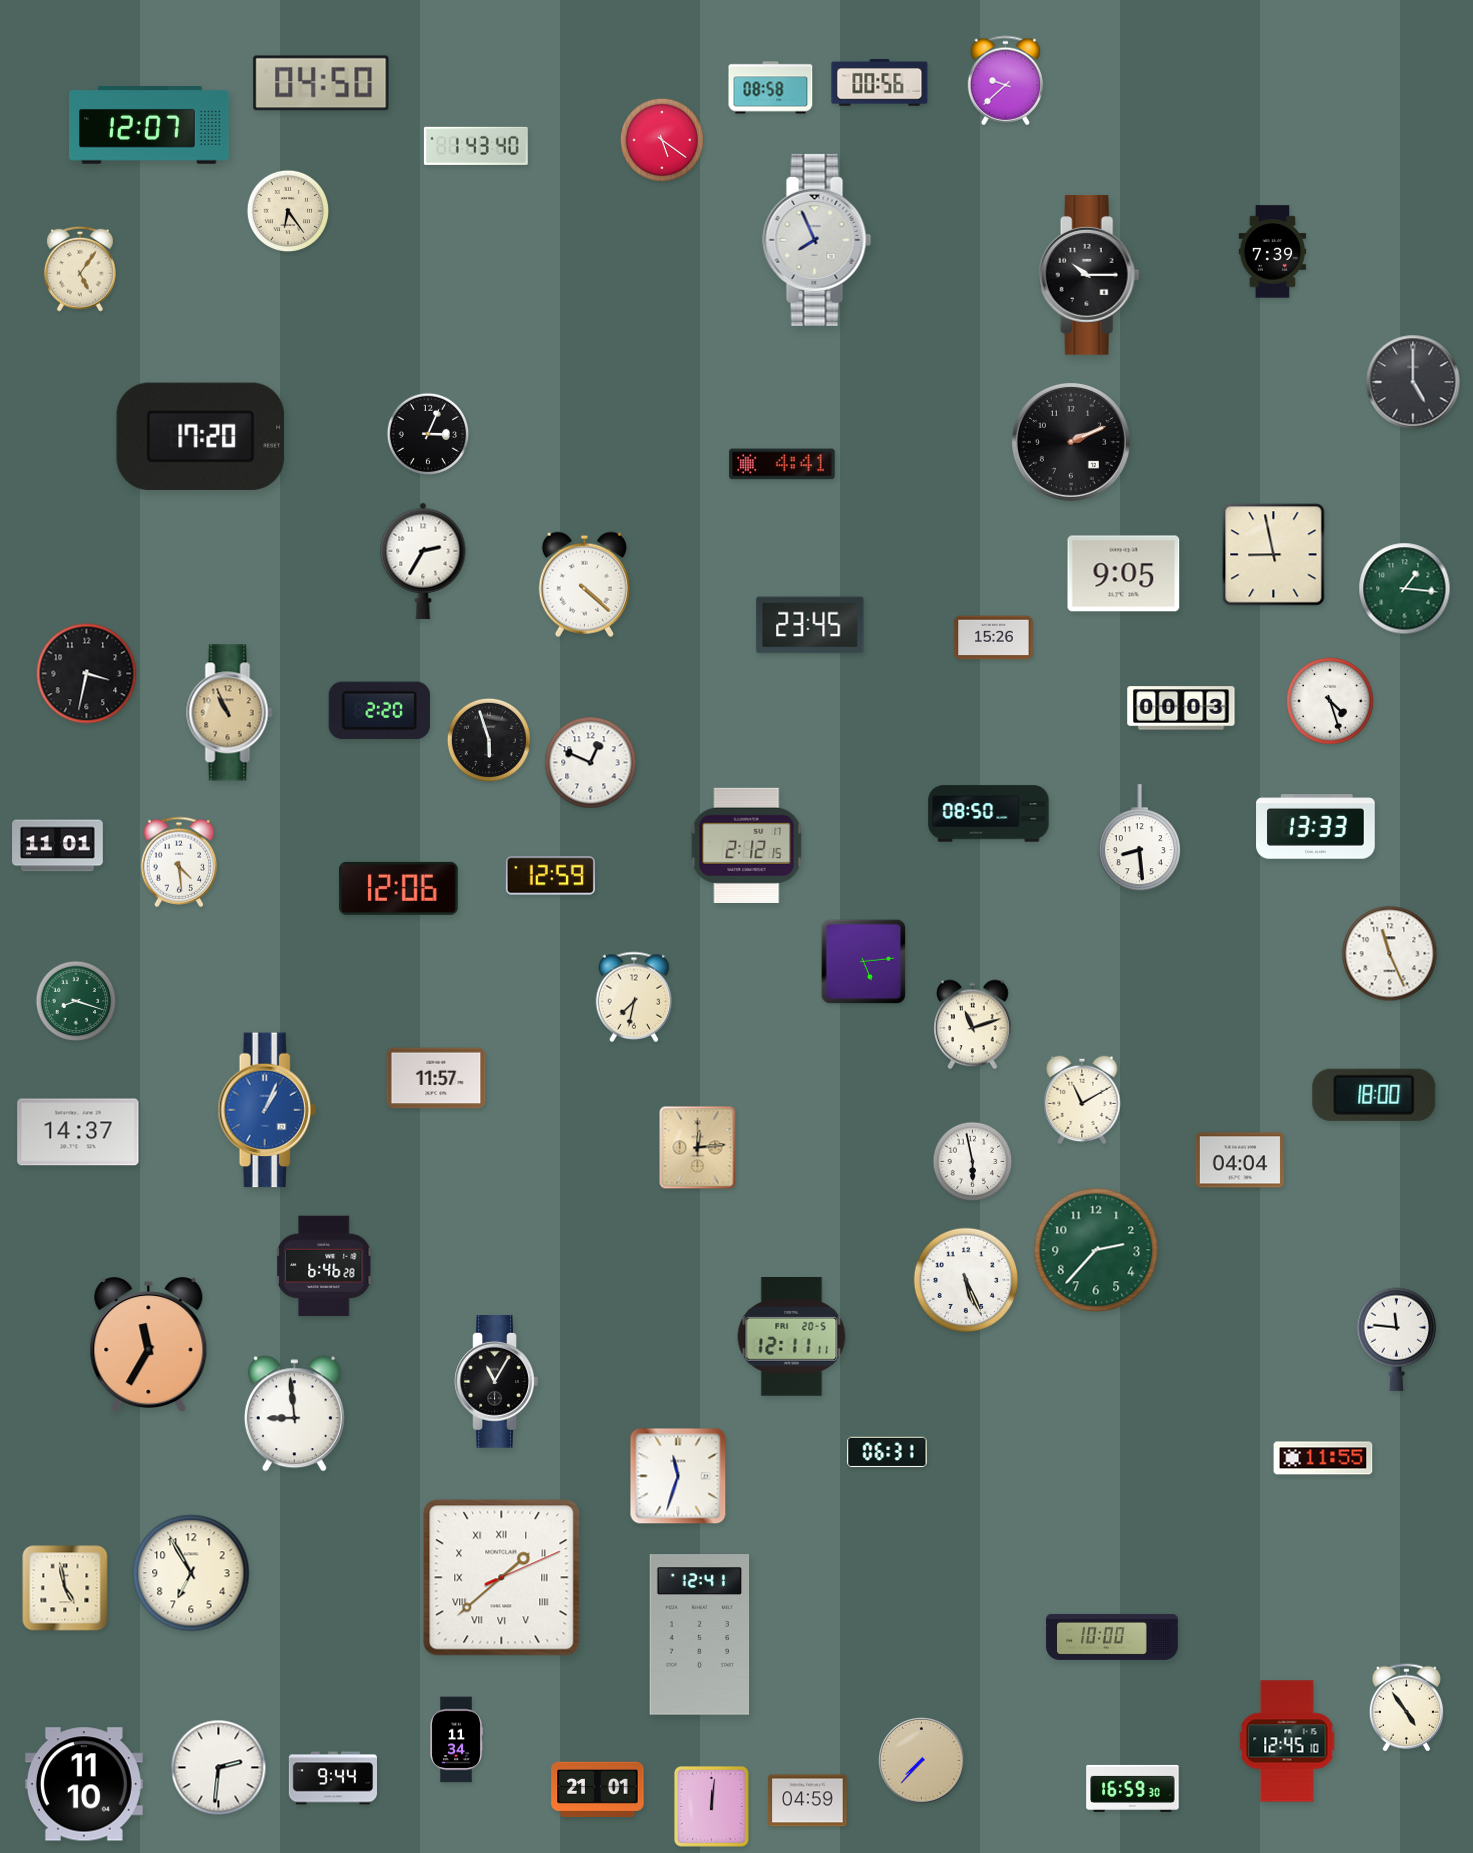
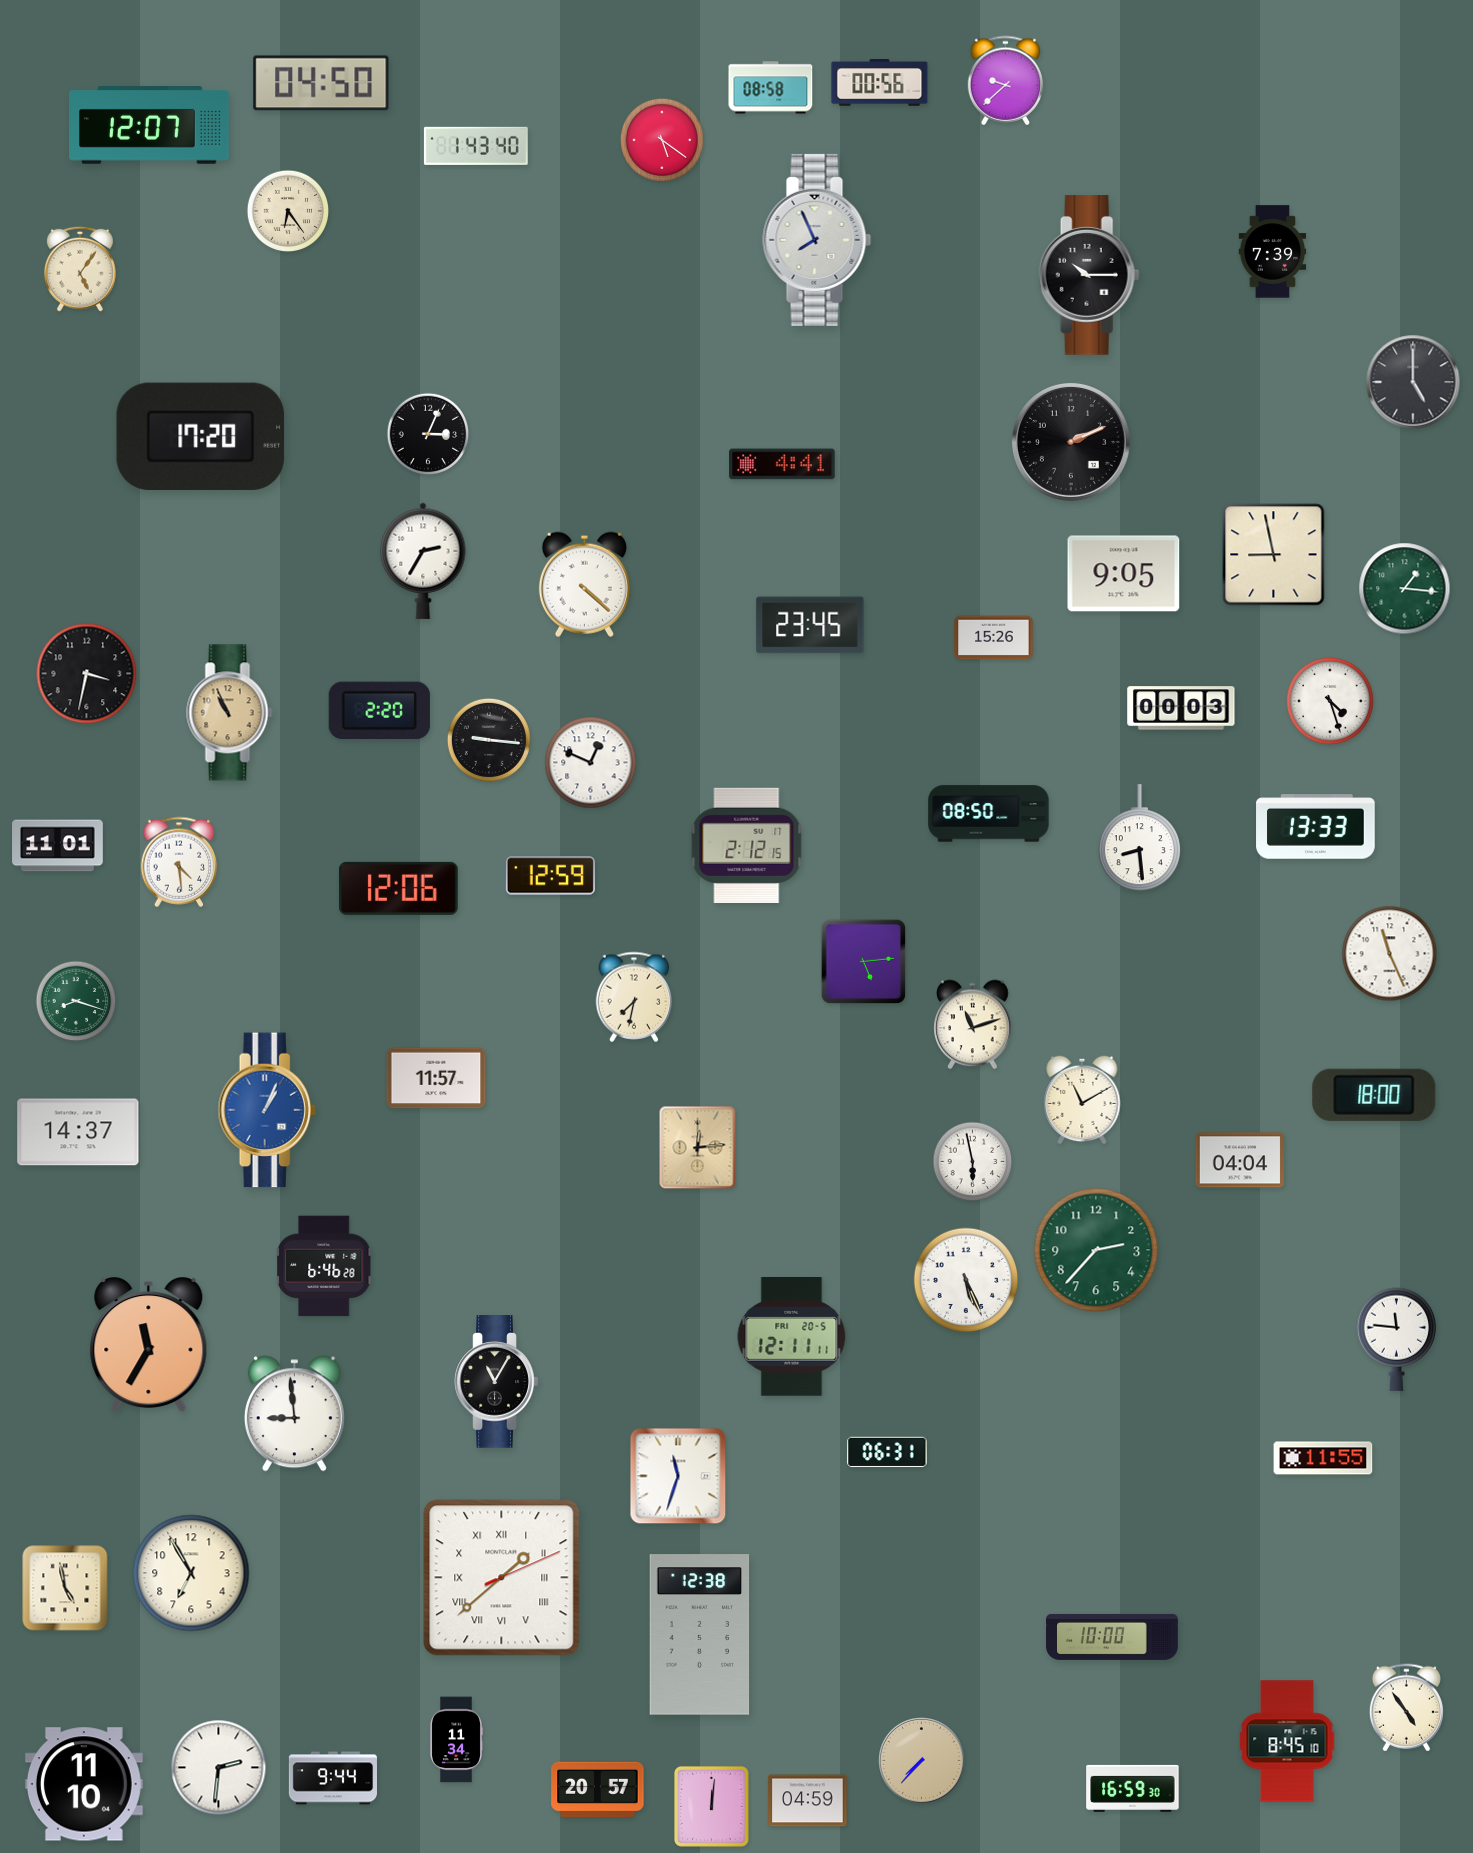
clock at (489, 740): 5:57 -> 9:16
clock at (700, 1635): 12:41 -> 12:38
clock at (1287, 1741): 12:45 -> 8:45
clock at (598, 1789): 21:01 -> 20:57
